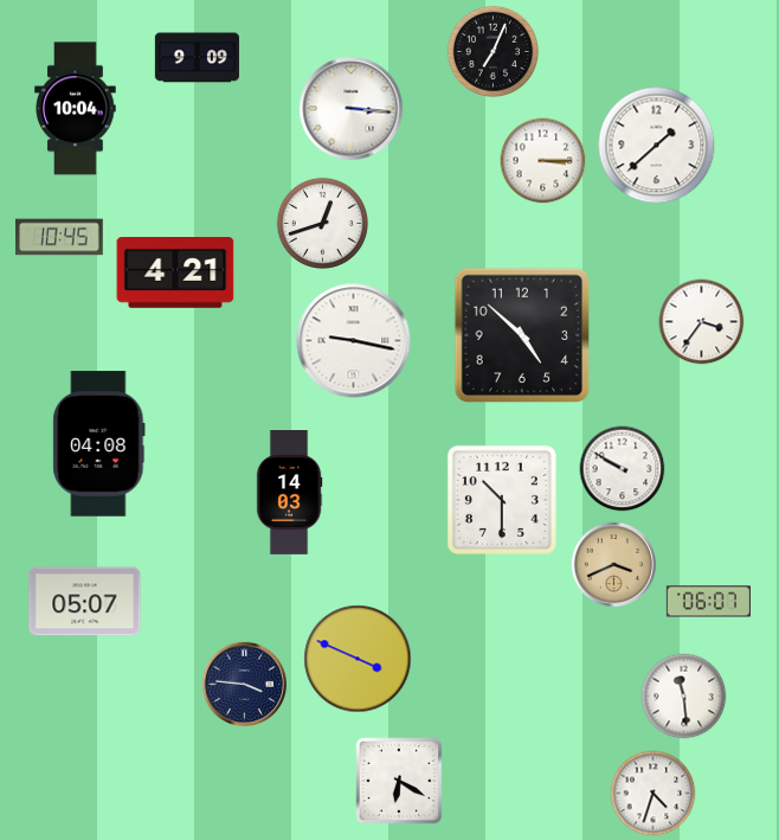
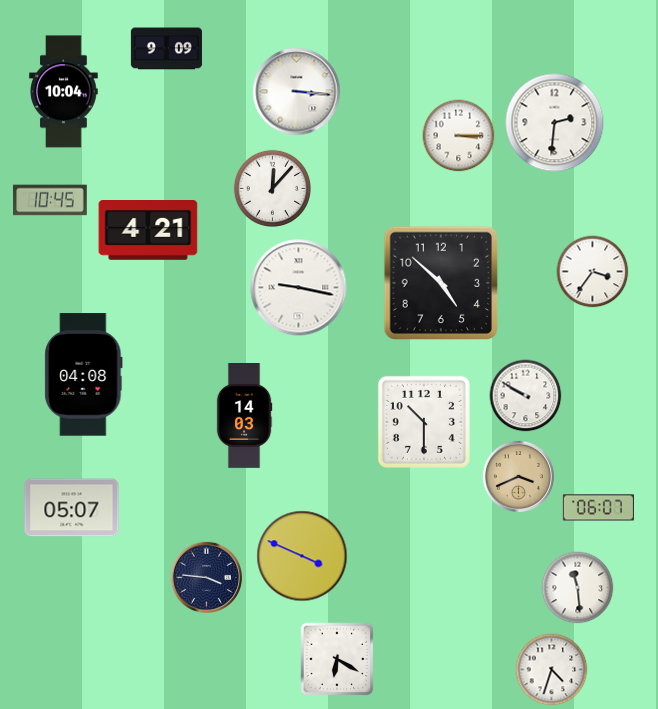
clock at (492, 51): 7:04 -> none
clock at (657, 146): 1:38 -> 2:31
clock at (322, 223): 12:42 -> 12:07
